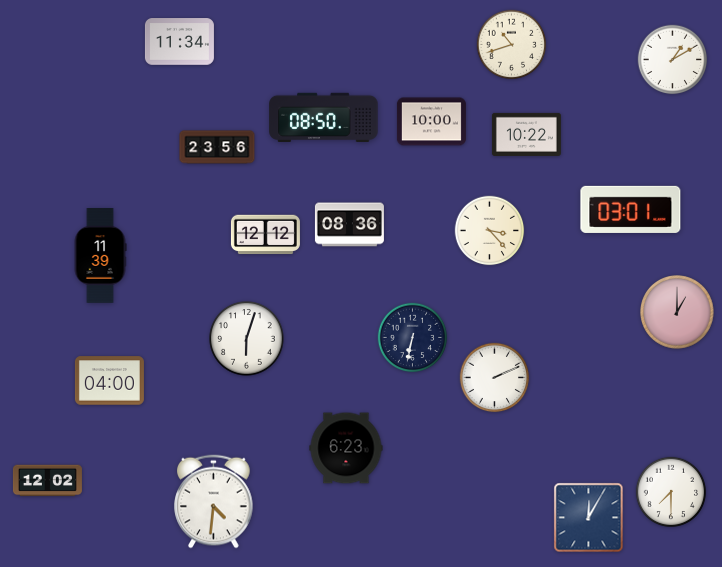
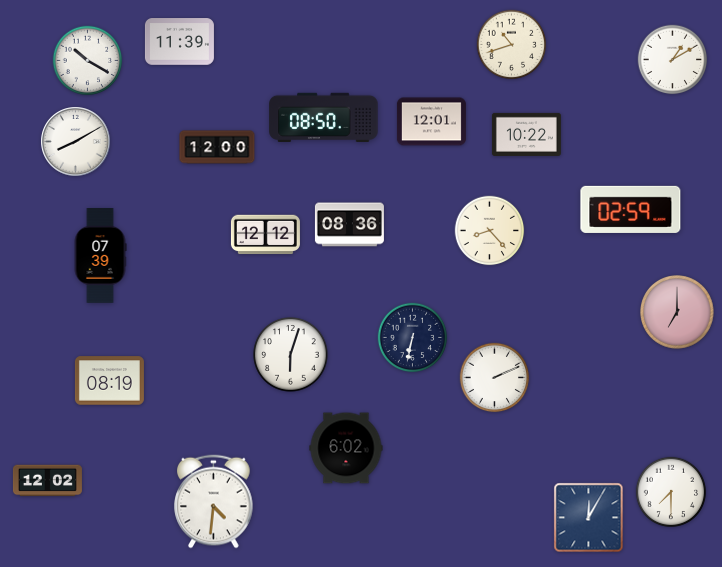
clock at (179, 42): 11:34 -> 11:39
clock at (88, 61): none -> 10:20
clock at (431, 122): 10:00 -> 12:01
clock at (76, 142): none -> 8:10
clock at (217, 147): 23:56 -> 12:00
clock at (631, 209): 03:01 -> 02:59
clock at (490, 231): 3:23 -> 8:23
clock at (100, 256): 11:39 -> 07:39
clock at (678, 313): 1:00 -> 7:00
clock at (247, 339) position: (247, 339) -> (291, 355)
clock at (109, 381): 04:00 -> 08:19
clock at (346, 448): 6:23 -> 6:02
